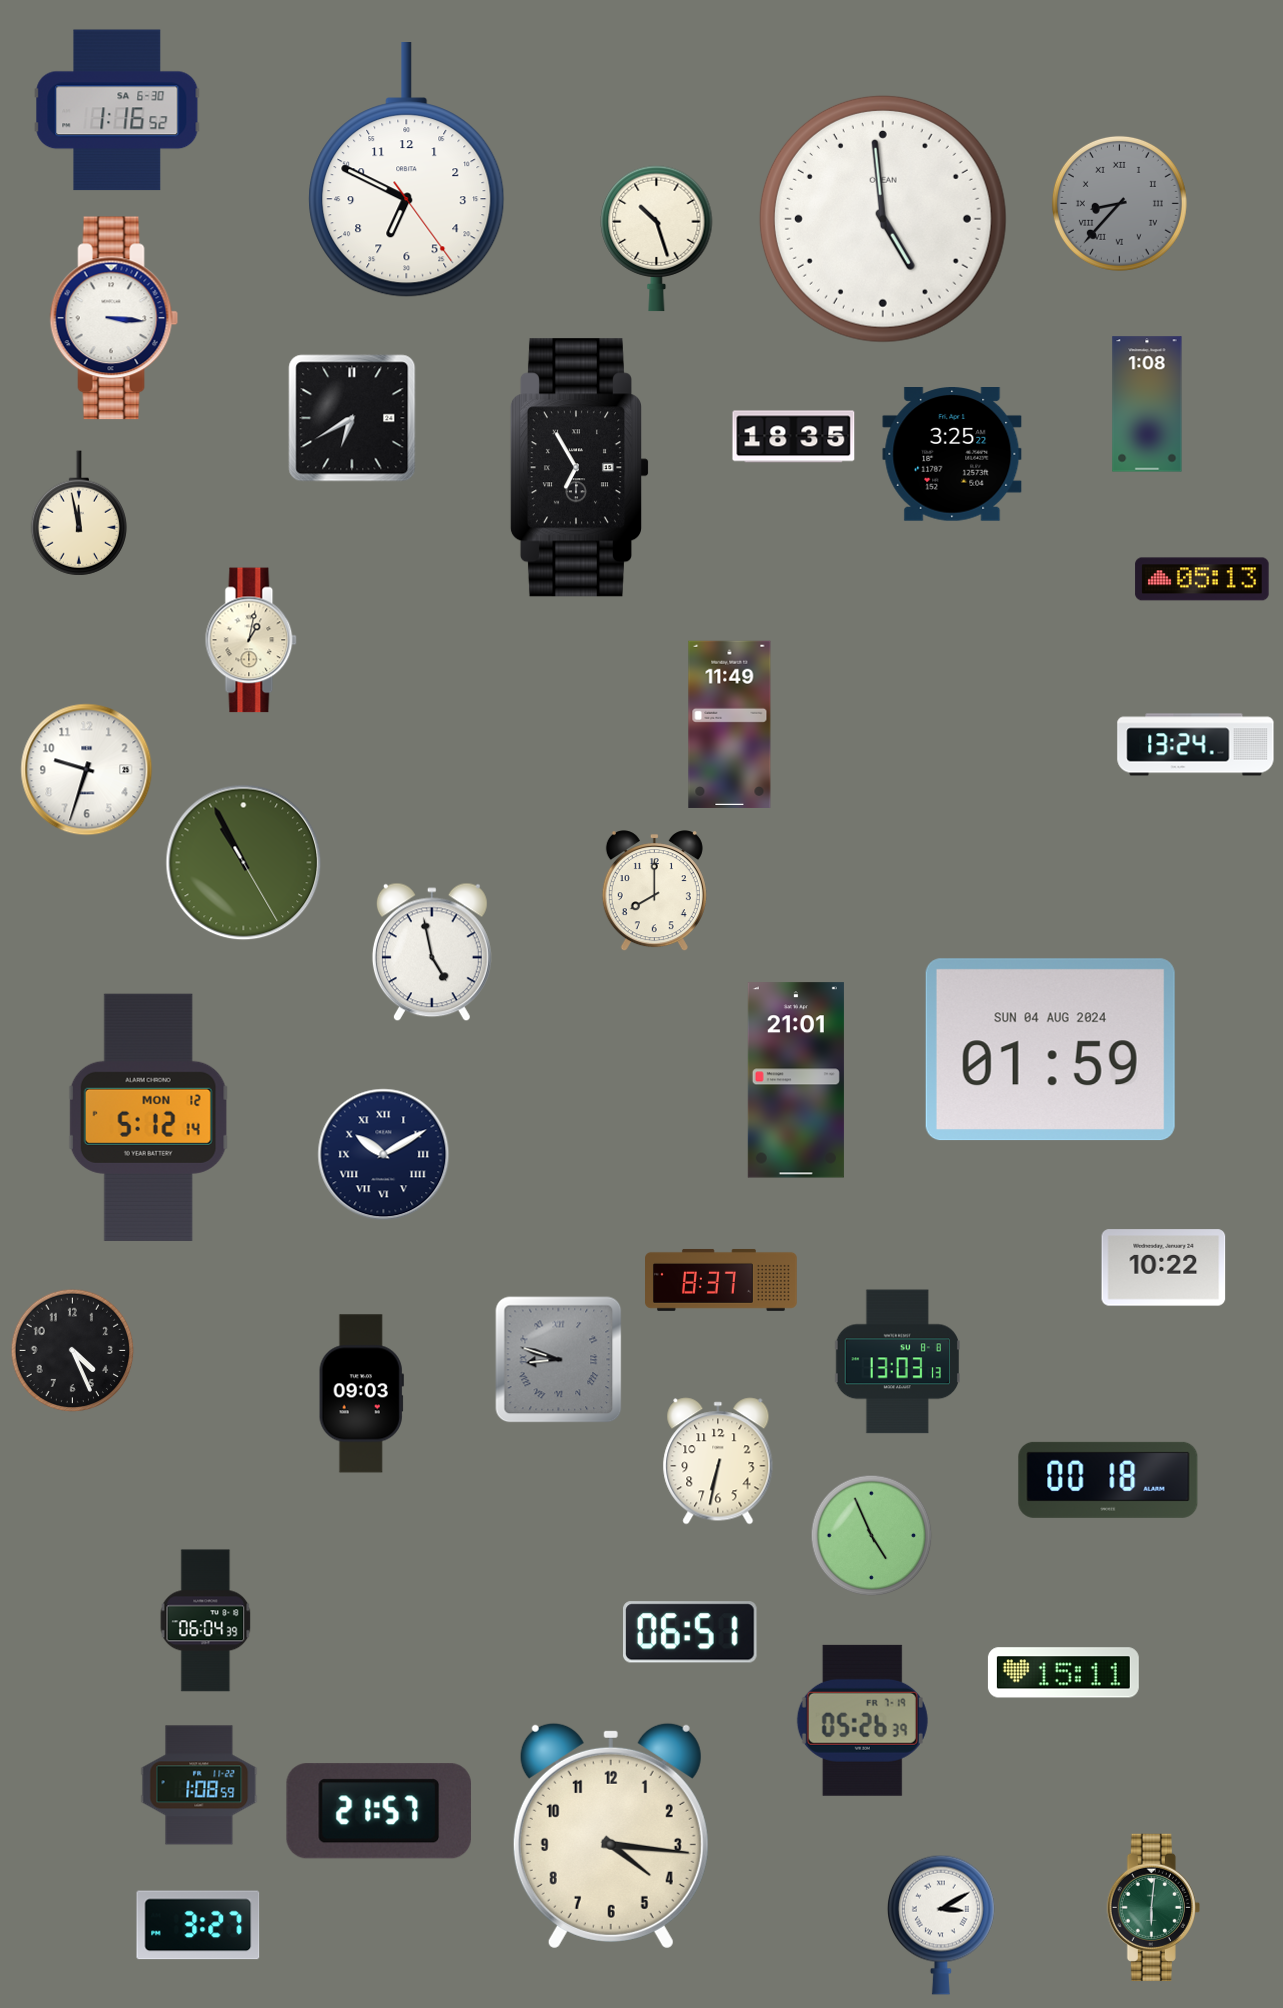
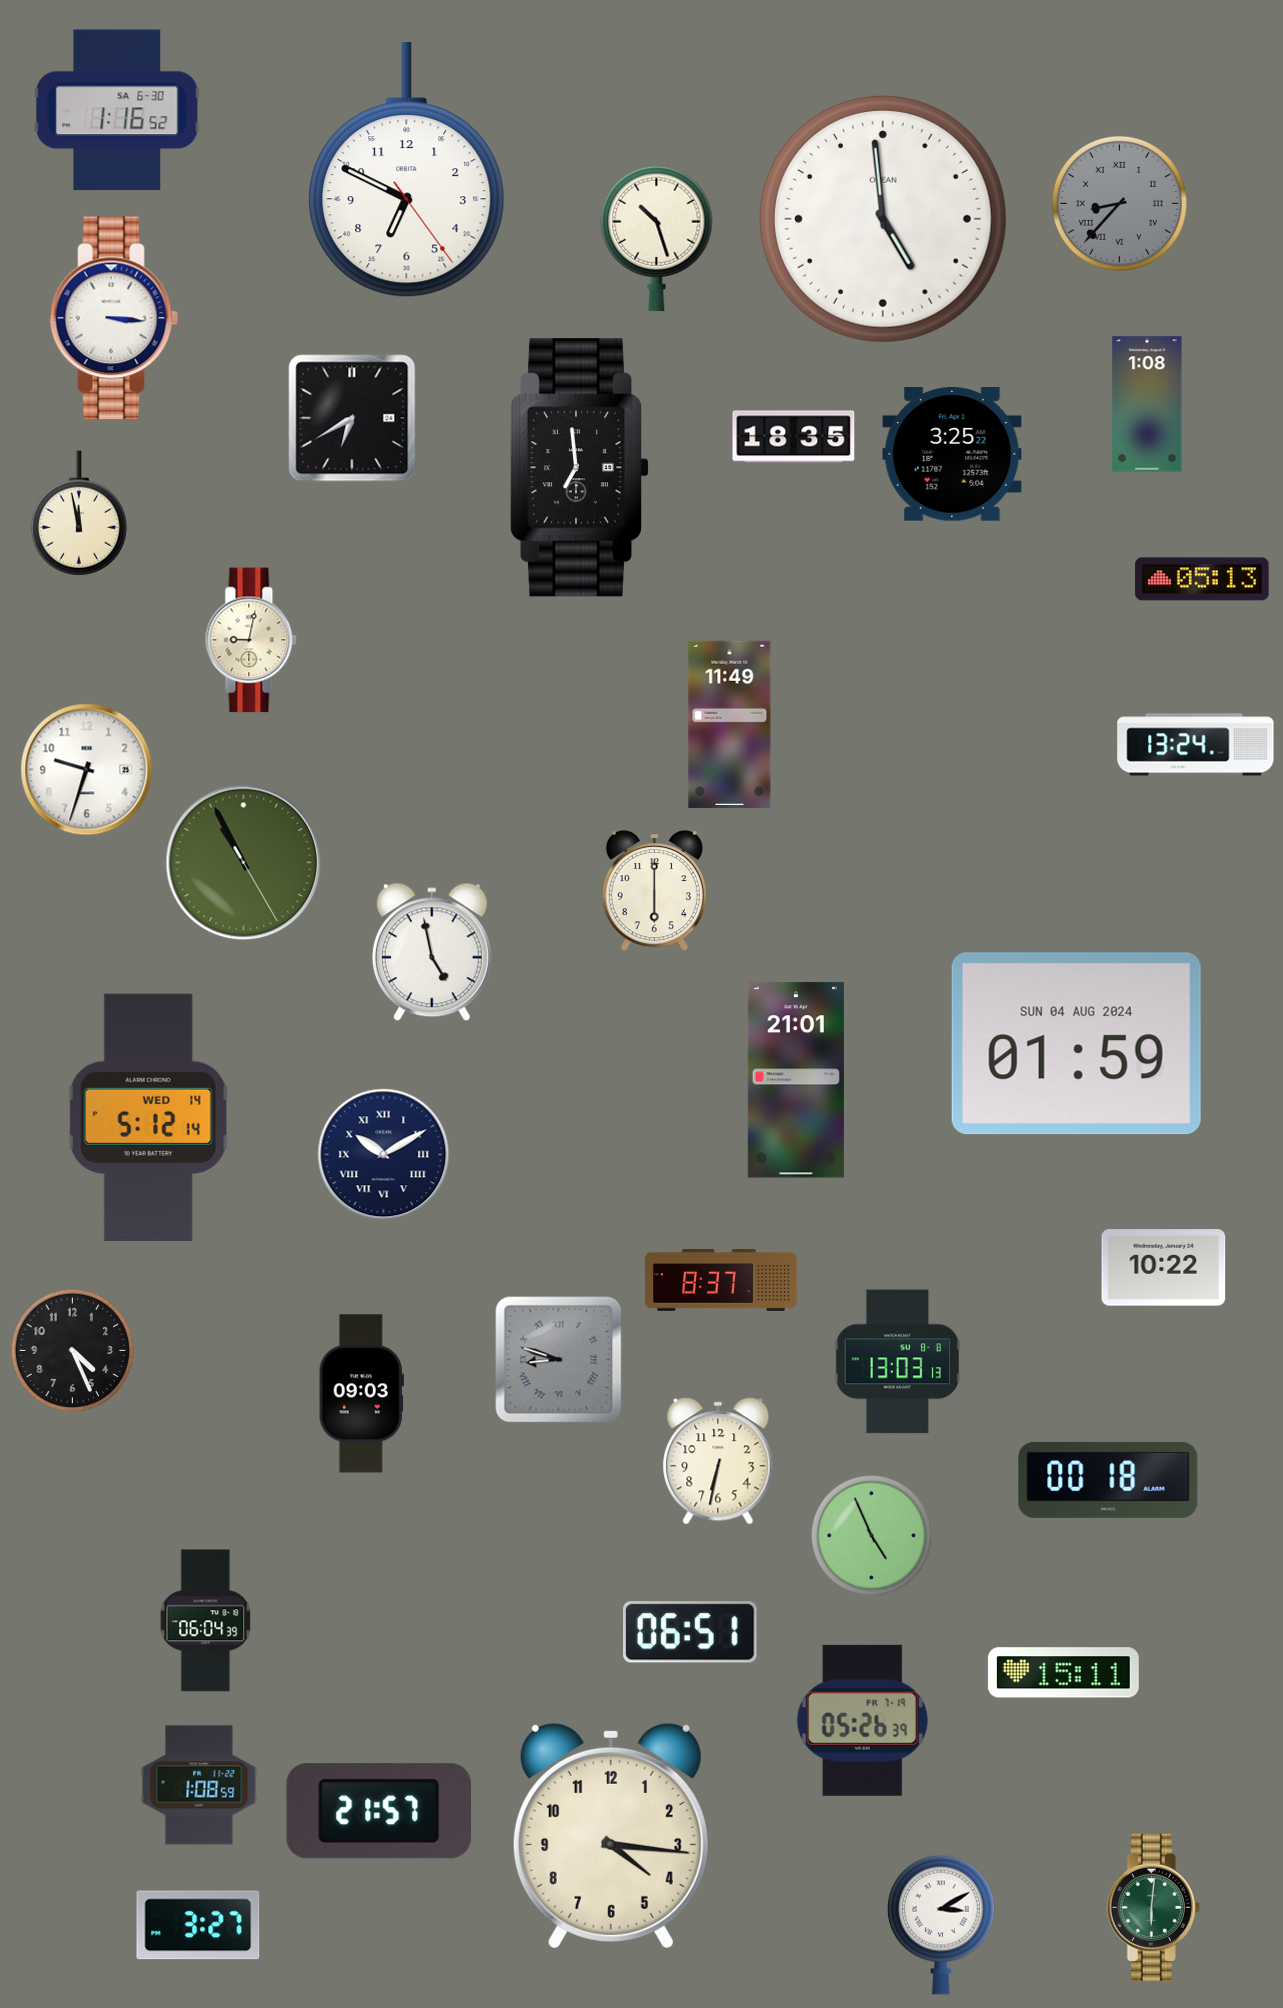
clock at (579, 468): 6:55 -> 6:59
clock at (251, 640): 1:02 -> 9:02
clock at (654, 891): 8:00 -> 6:00
clock at (1050, 1050) position: (1050, 1050) -> (1076, 1044)
clock at (148, 1117) date: MON 12 -> WED 14
